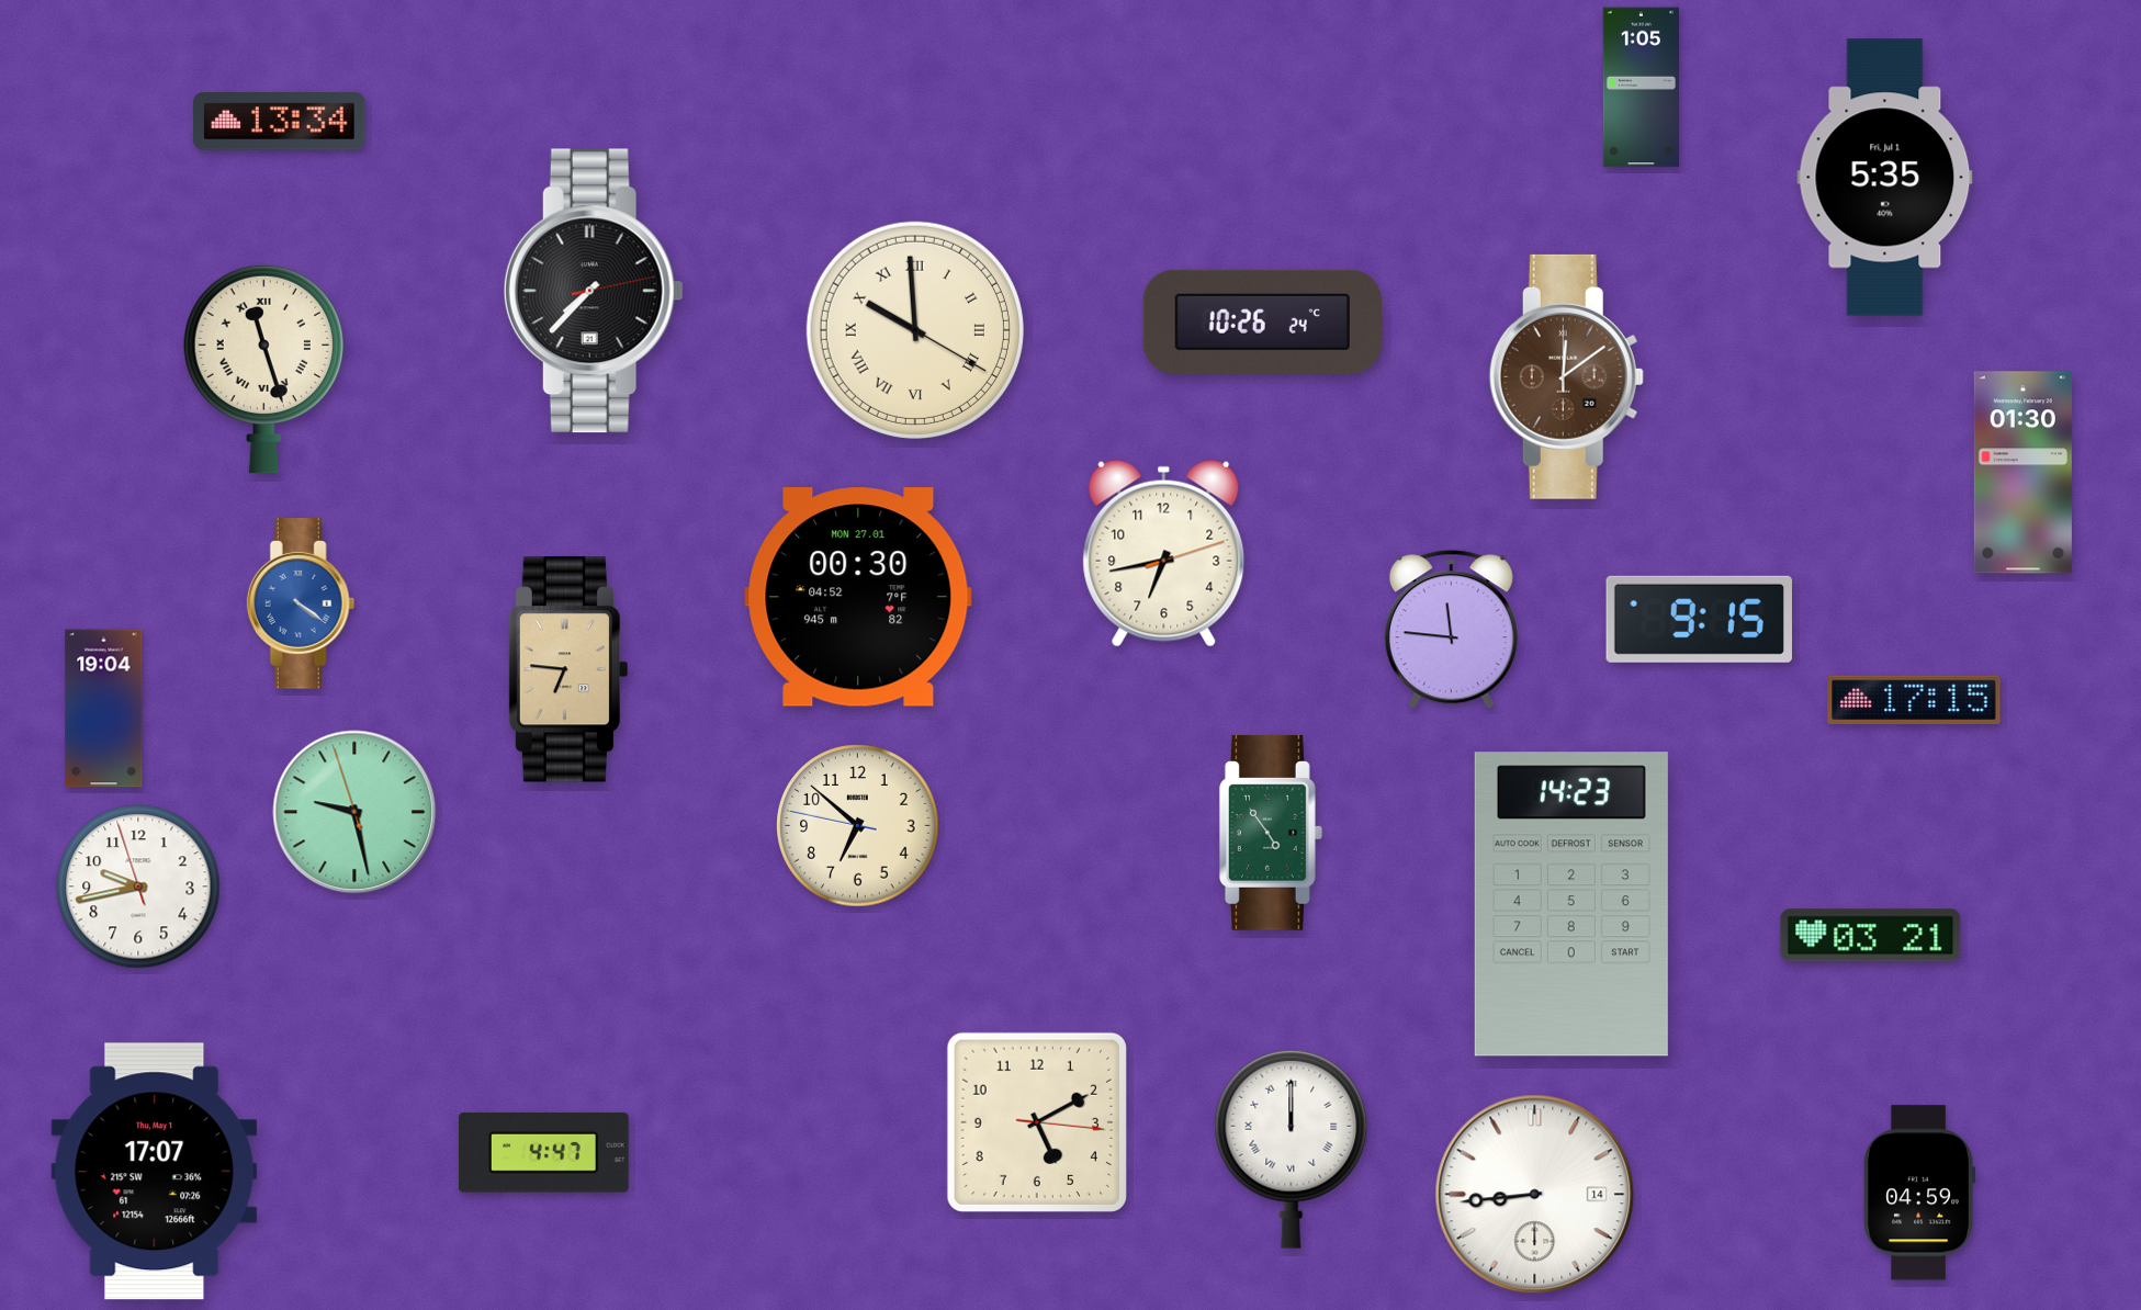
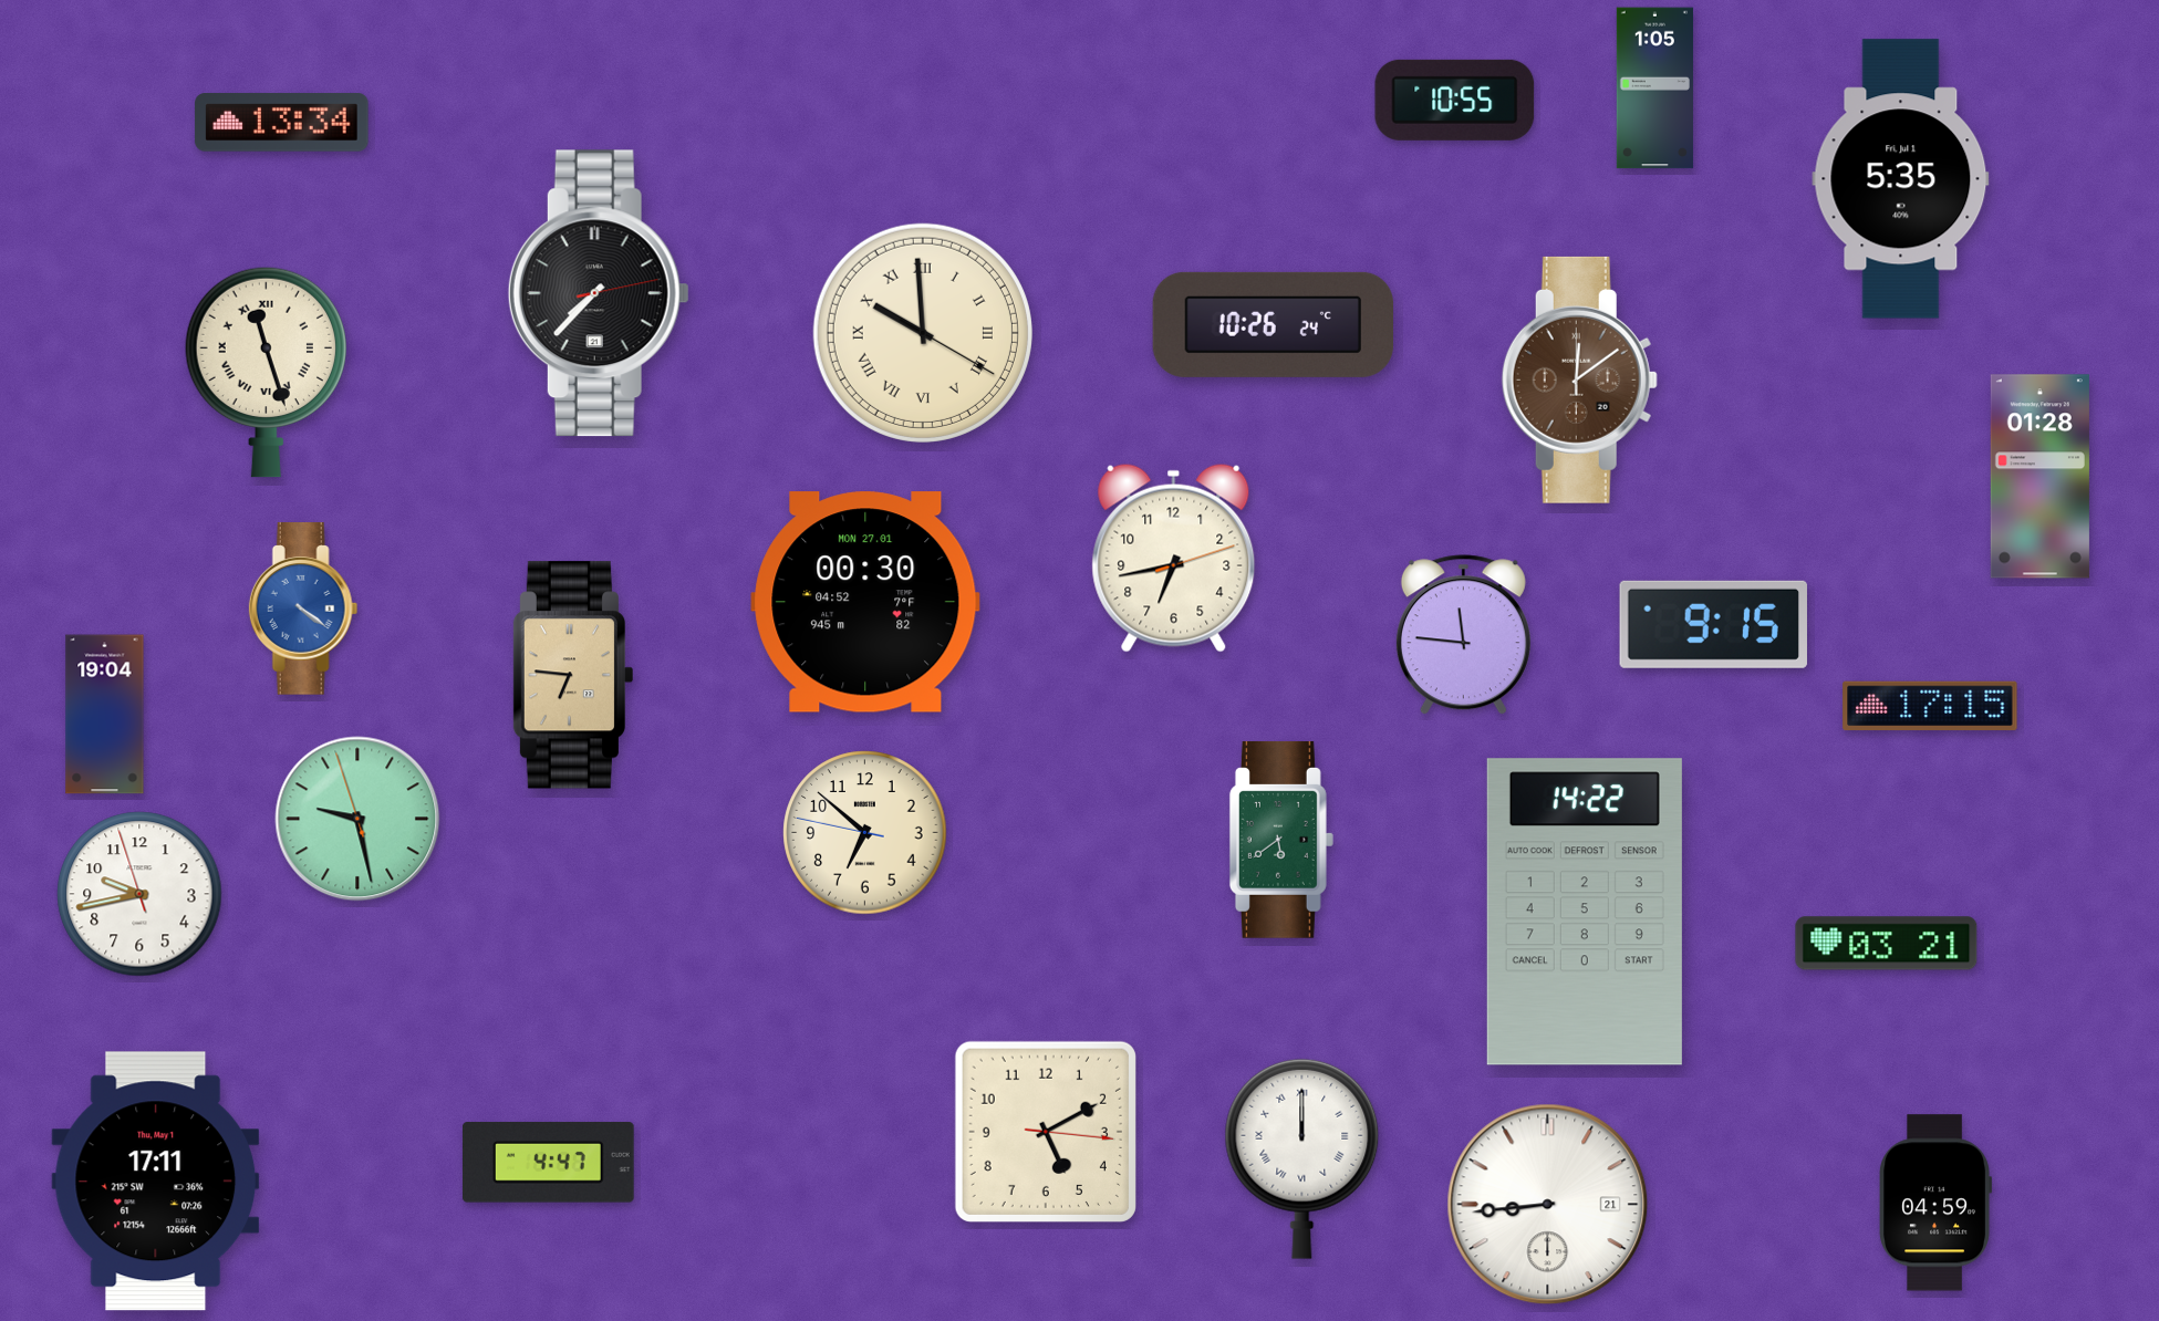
clock at (1455, 100): none -> 10:55
clock at (2022, 473): 01:30 -> 01:28
clock at (1271, 833): 4:54 -> 5:39
clock at (1571, 904): 14:23 -> 14:22
clock at (155, 1172): 17:07 -> 17:11
clock at (1535, 1195) date: 14 -> 21
